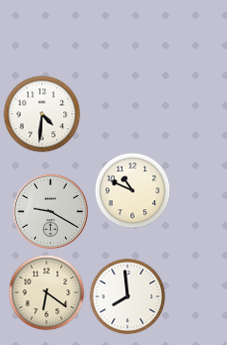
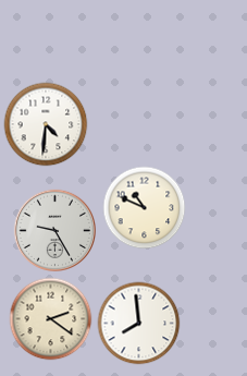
clock at (50, 211): 9:20 -> 9:25
clock at (47, 293): 6:21 -> 2:21
